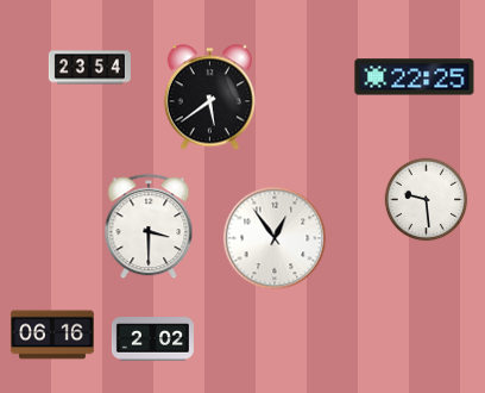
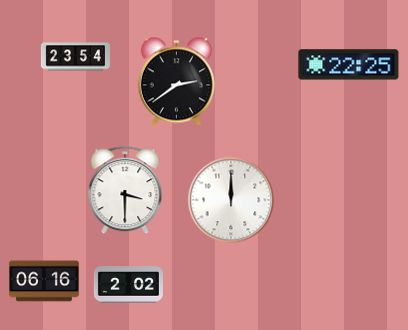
clock at (209, 98): 5:39 -> 2:39
clock at (427, 200): 9:29 -> none
clock at (275, 238): 12:54 -> 12:00
